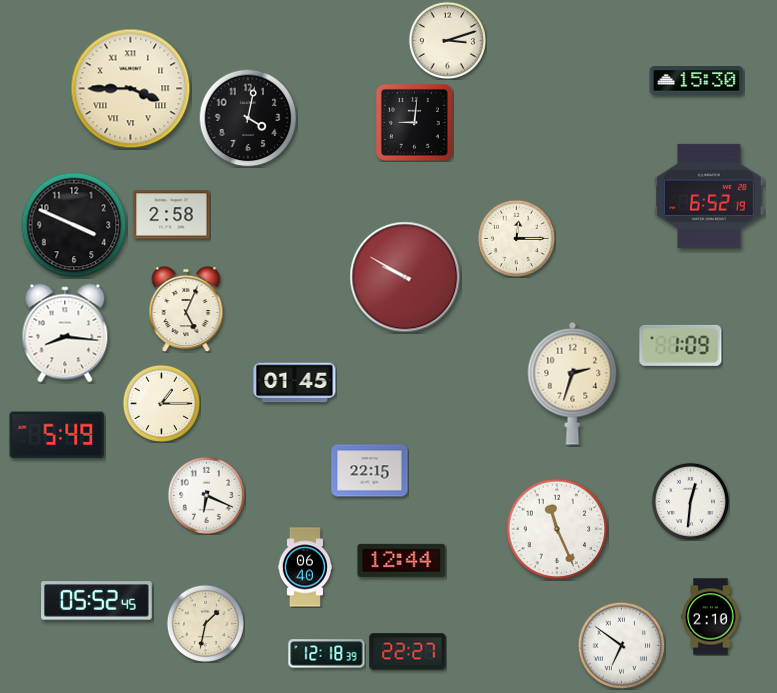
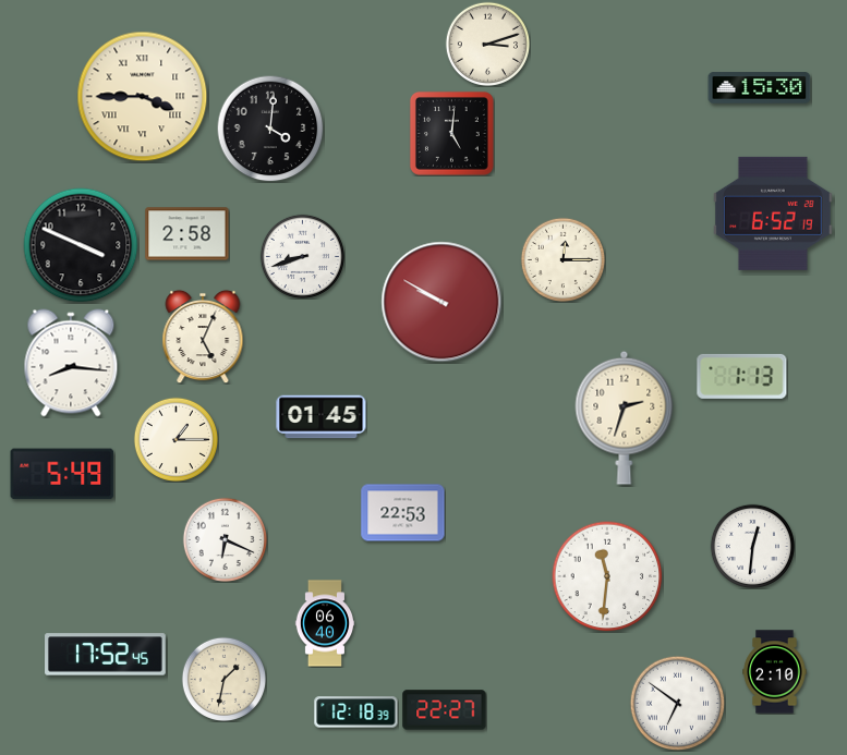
clock at (248, 118): 4:02 -> 4:01
clock at (414, 122): 9:01 -> 5:01
clock at (302, 256): none -> 8:42
clock at (681, 345): 1:09 -> 1:13
clock at (370, 471): 22:15 -> 22:53
clock at (557, 529): 11:26 -> 11:31
clock at (402, 560): 12:44 -> none
clock at (304, 567) position: (304, 567) -> (324, 623)
clock at (97, 601): 05:52 -> 17:52
